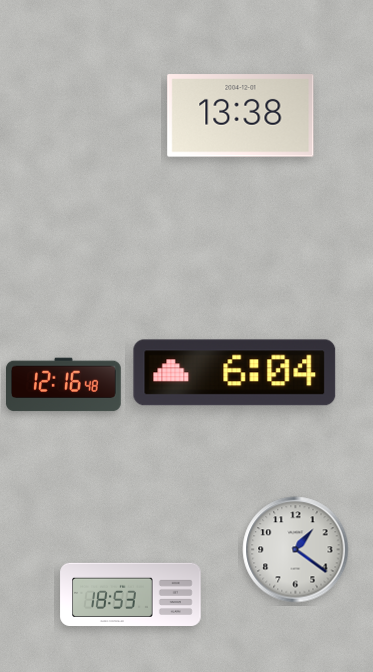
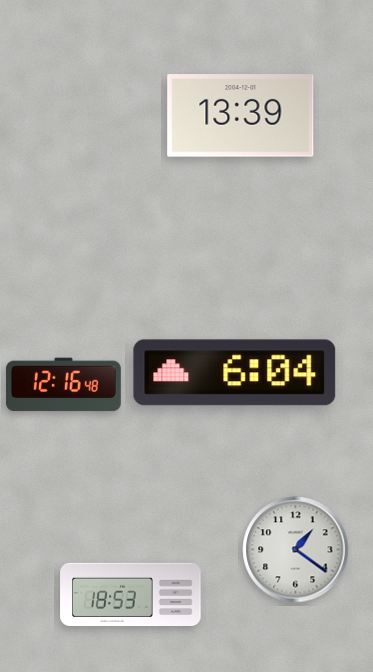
clock at (241, 116): 13:38 -> 13:39
